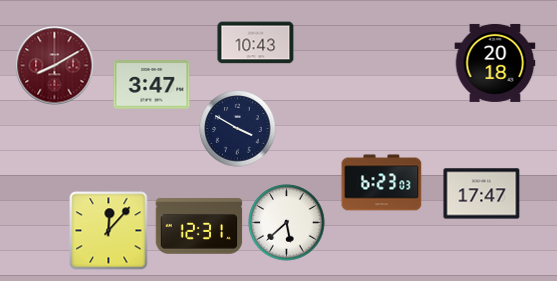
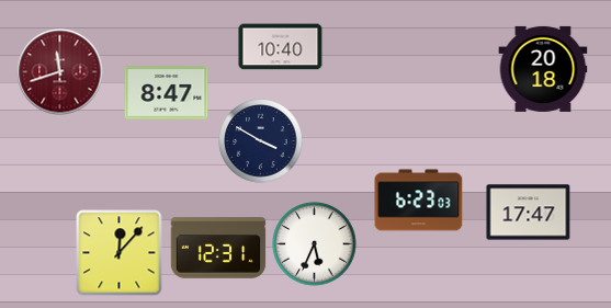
clock at (256, 43): 10:43 -> 10:40
clock at (55, 66): 8:10 -> 11:42
clock at (152, 85): 3:47 -> 8:47
clock at (287, 223): 5:38 -> 5:34
